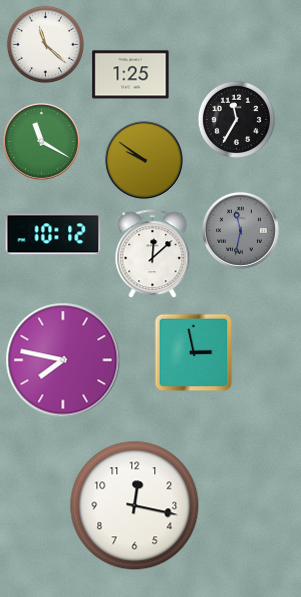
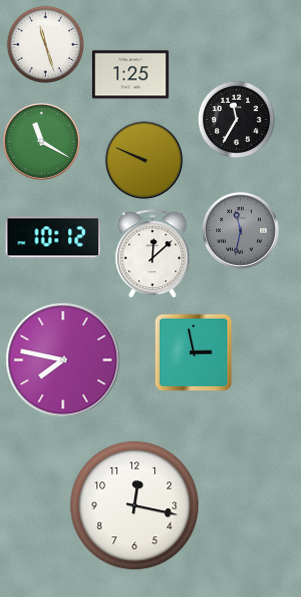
clock at (45, 44): 11:22 -> 11:27
clock at (144, 160): 9:51 -> 9:49
clock at (53, 234) position: (53, 234) -> (53, 237)
